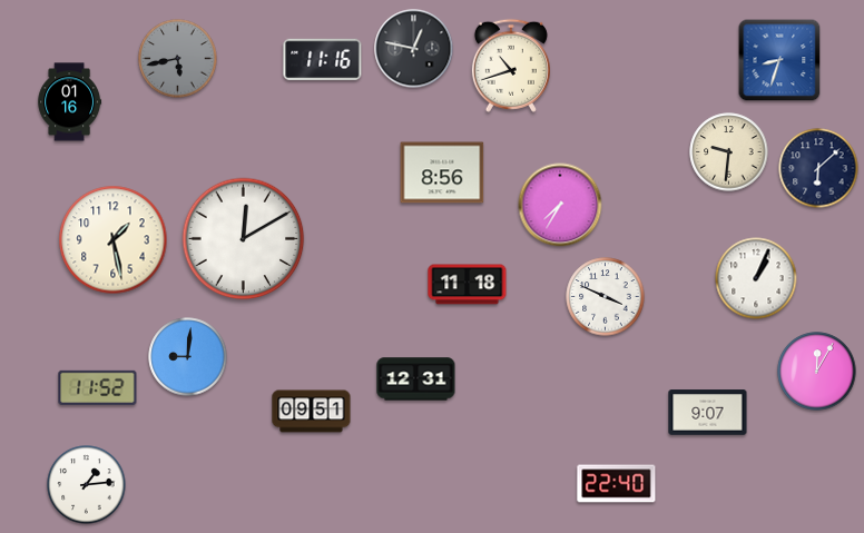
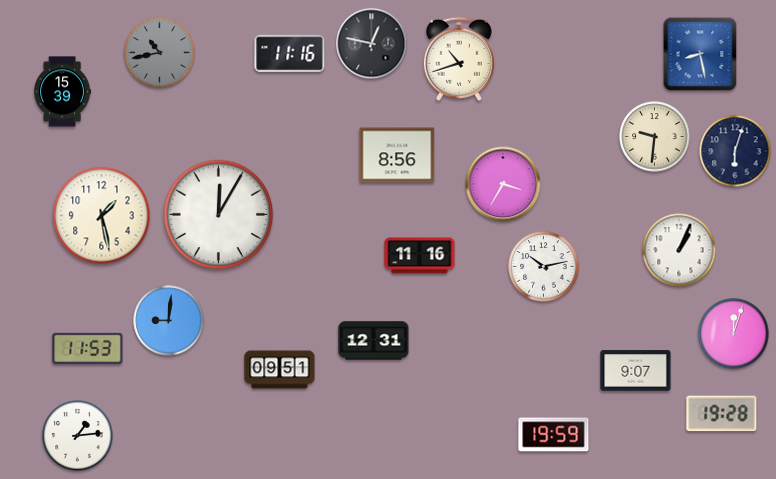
clock at (178, 59): 5:43 -> 10:43
clock at (779, 60): 8:33 -> 8:28
clock at (70, 102): 01:16 -> 15:39
clock at (818, 168): 6:08 -> 6:03
clock at (560, 205): 7:35 -> 3:35
clock at (244, 239): 12:10 -> 12:05
clock at (468, 285): 11:18 -> 11:16
clock at (606, 297): 3:49 -> 10:13
clock at (817, 372): 12:05 -> 12:03
clock at (98, 387): 11:52 -> 11:53
clock at (722, 414): none -> 19:28
clock at (617, 484): 22:40 -> 19:59
